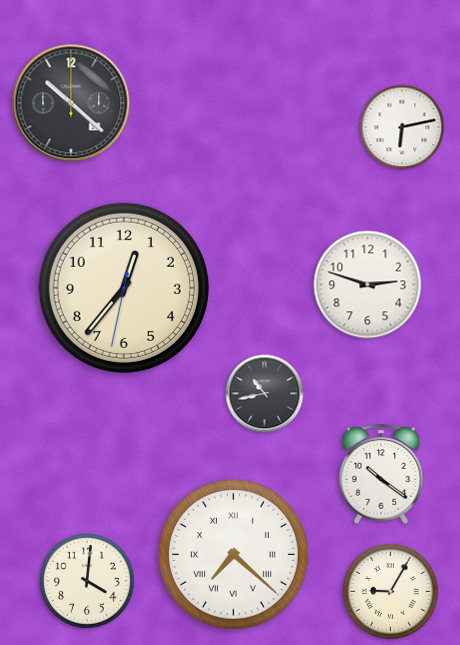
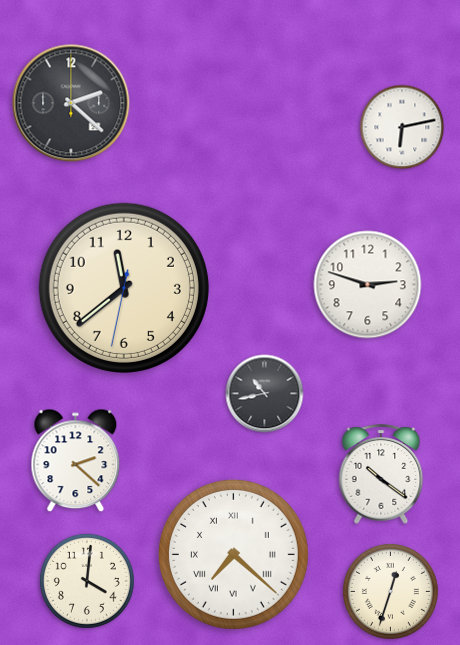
clock at (71, 103): 10:22 -> 2:22
clock at (124, 288): 12:36 -> 11:38
clock at (76, 461): none -> 2:22
clock at (390, 591): 9:05 -> 12:33
